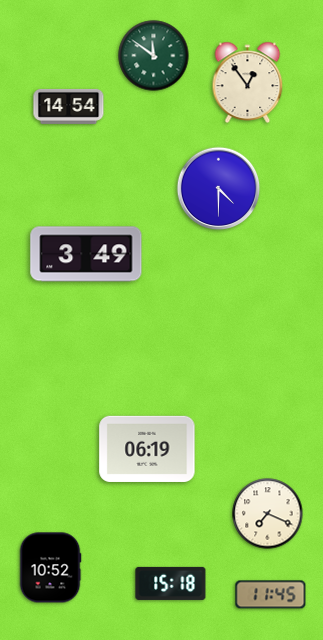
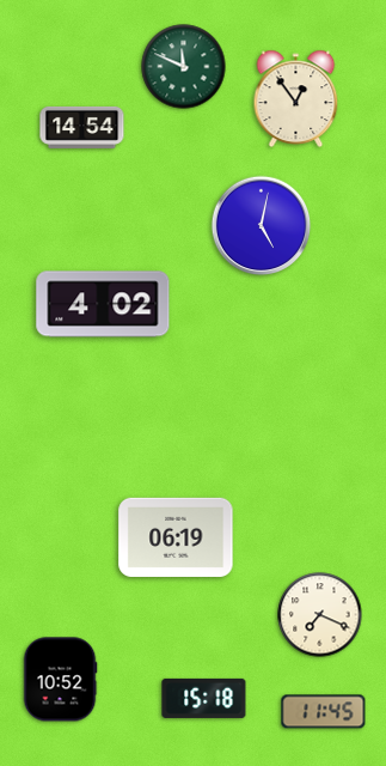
clock at (154, 56): 11:51 -> 11:49
clock at (219, 189): 4:30 -> 5:02
clock at (86, 254): 3:49 -> 4:02
